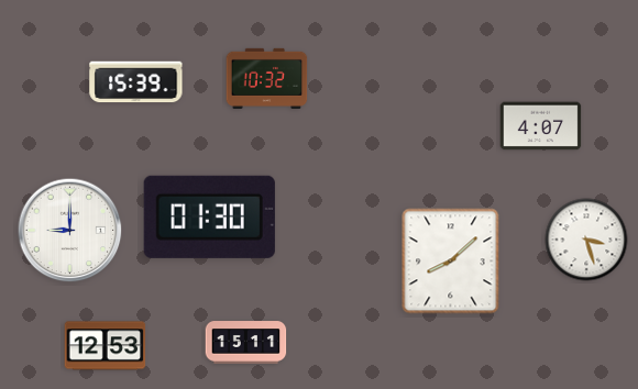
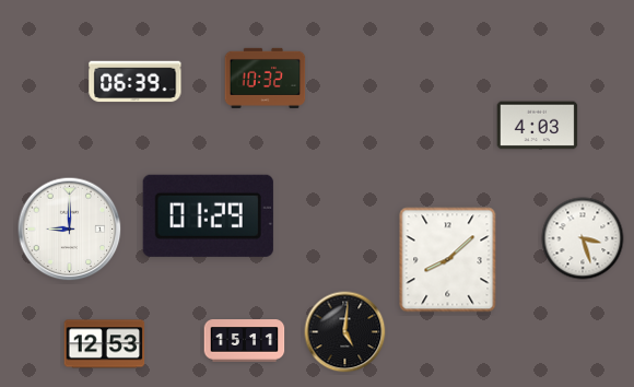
clock at (136, 82): 15:39 -> 06:39
clock at (541, 126): 4:07 -> 4:03
clock at (209, 216): 01:30 -> 01:29
clock at (345, 332): none -> 5:01
